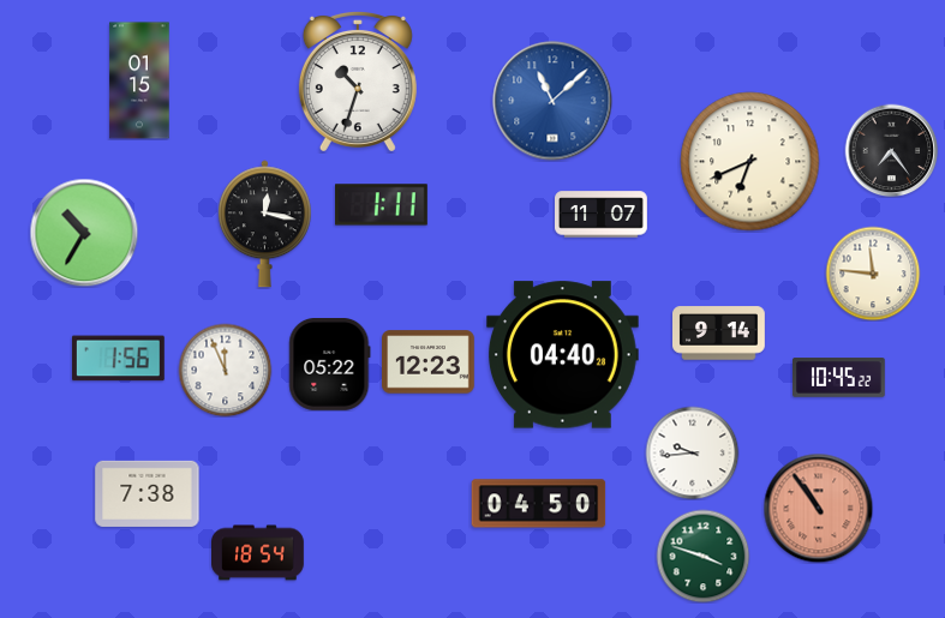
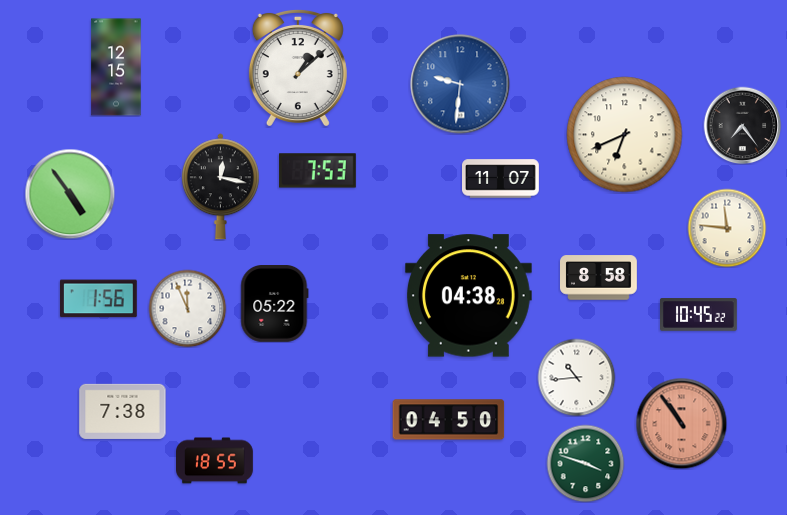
clock at (139, 80): 01:15 -> 12:15
clock at (358, 80): 10:33 -> 1:08
clock at (552, 101): 11:08 -> 9:31
clock at (382, 205): 1:11 -> 7:53
clock at (84, 233): 10:35 -> 4:54
clock at (719, 334): 9:14 -> 8:58
clock at (563, 355): 04:40 -> 04:38
clock at (429, 362): 12:23 -> none
clock at (692, 452): 9:44 -> 10:44
clock at (258, 553): 18:54 -> 18:55
